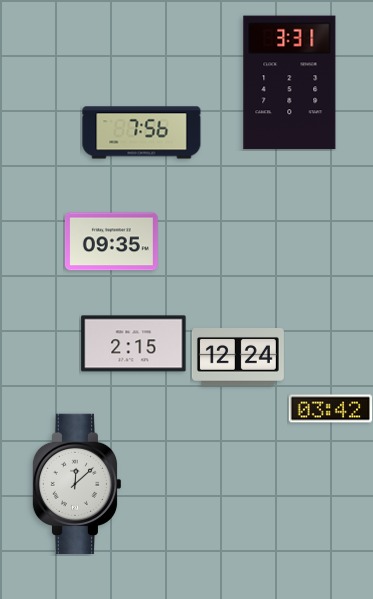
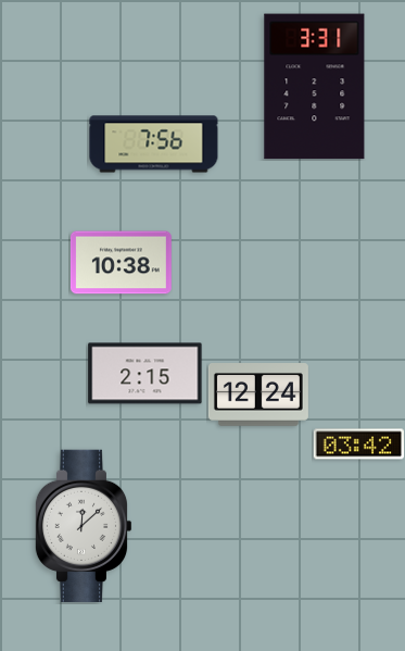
clock at (290, 83) position: (290, 83) -> (315, 87)
clock at (111, 242): 09:35 -> 10:38
clock at (238, 358) position: (238, 358) -> (258, 396)
